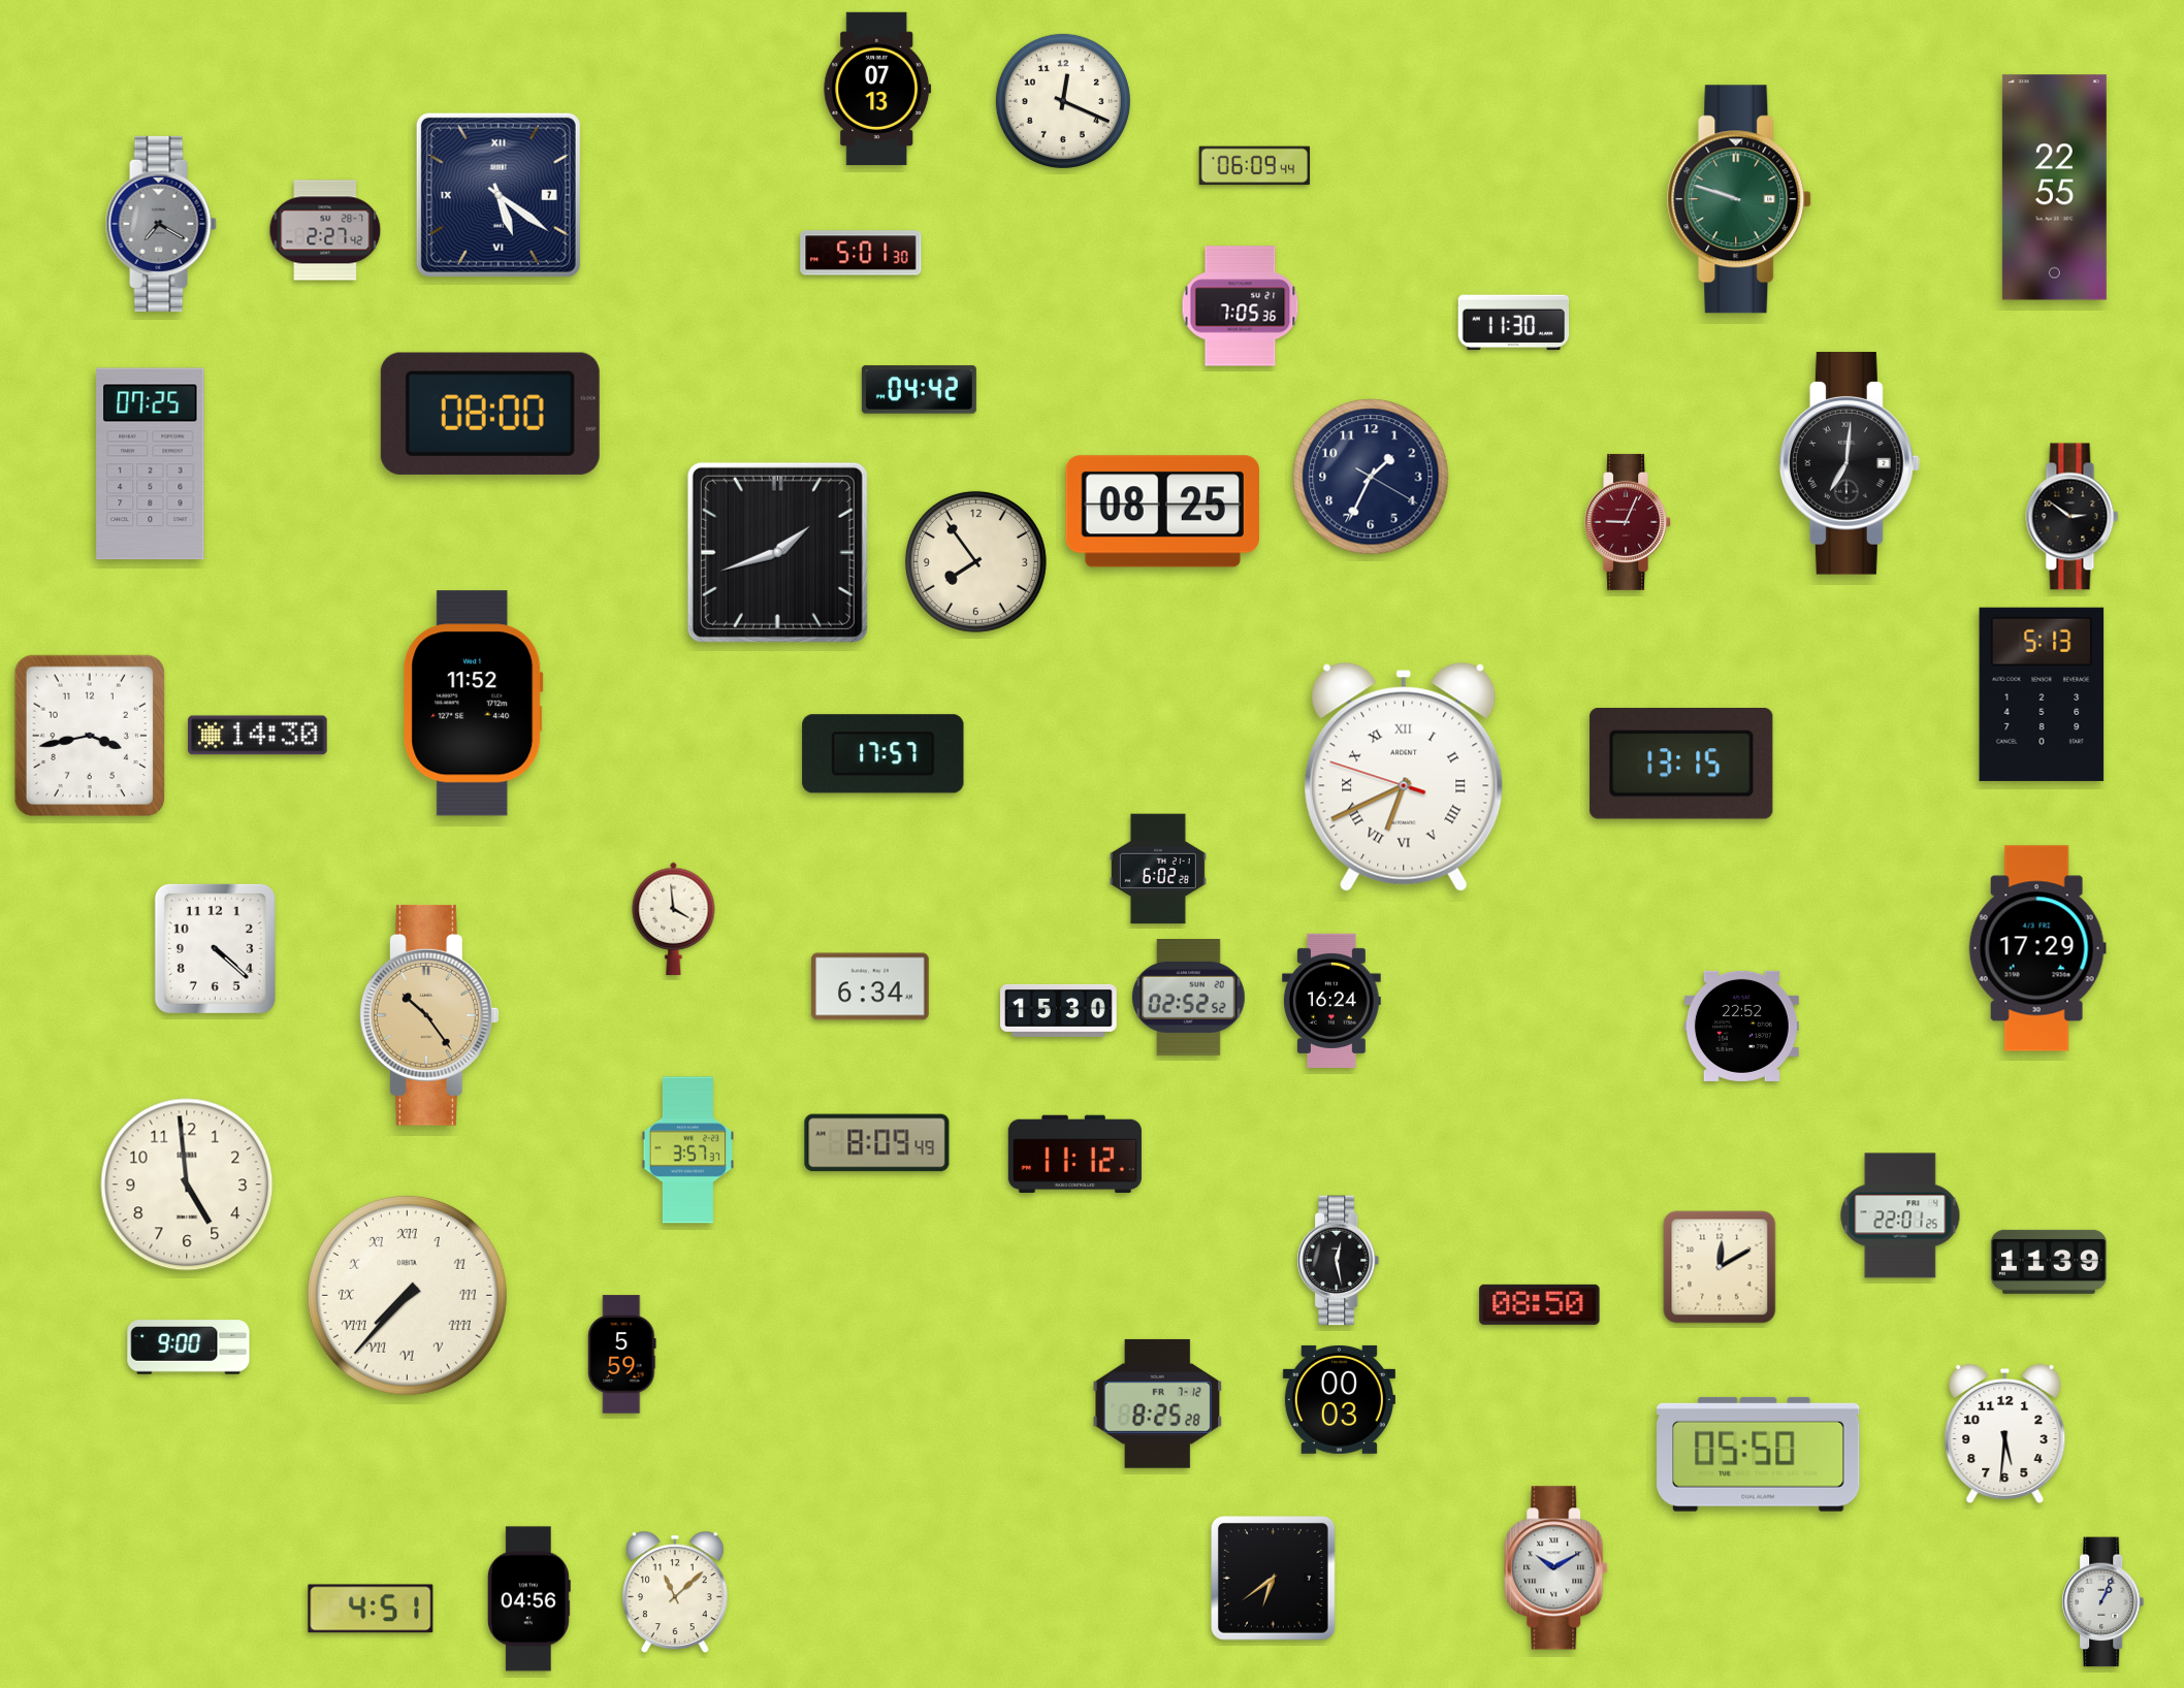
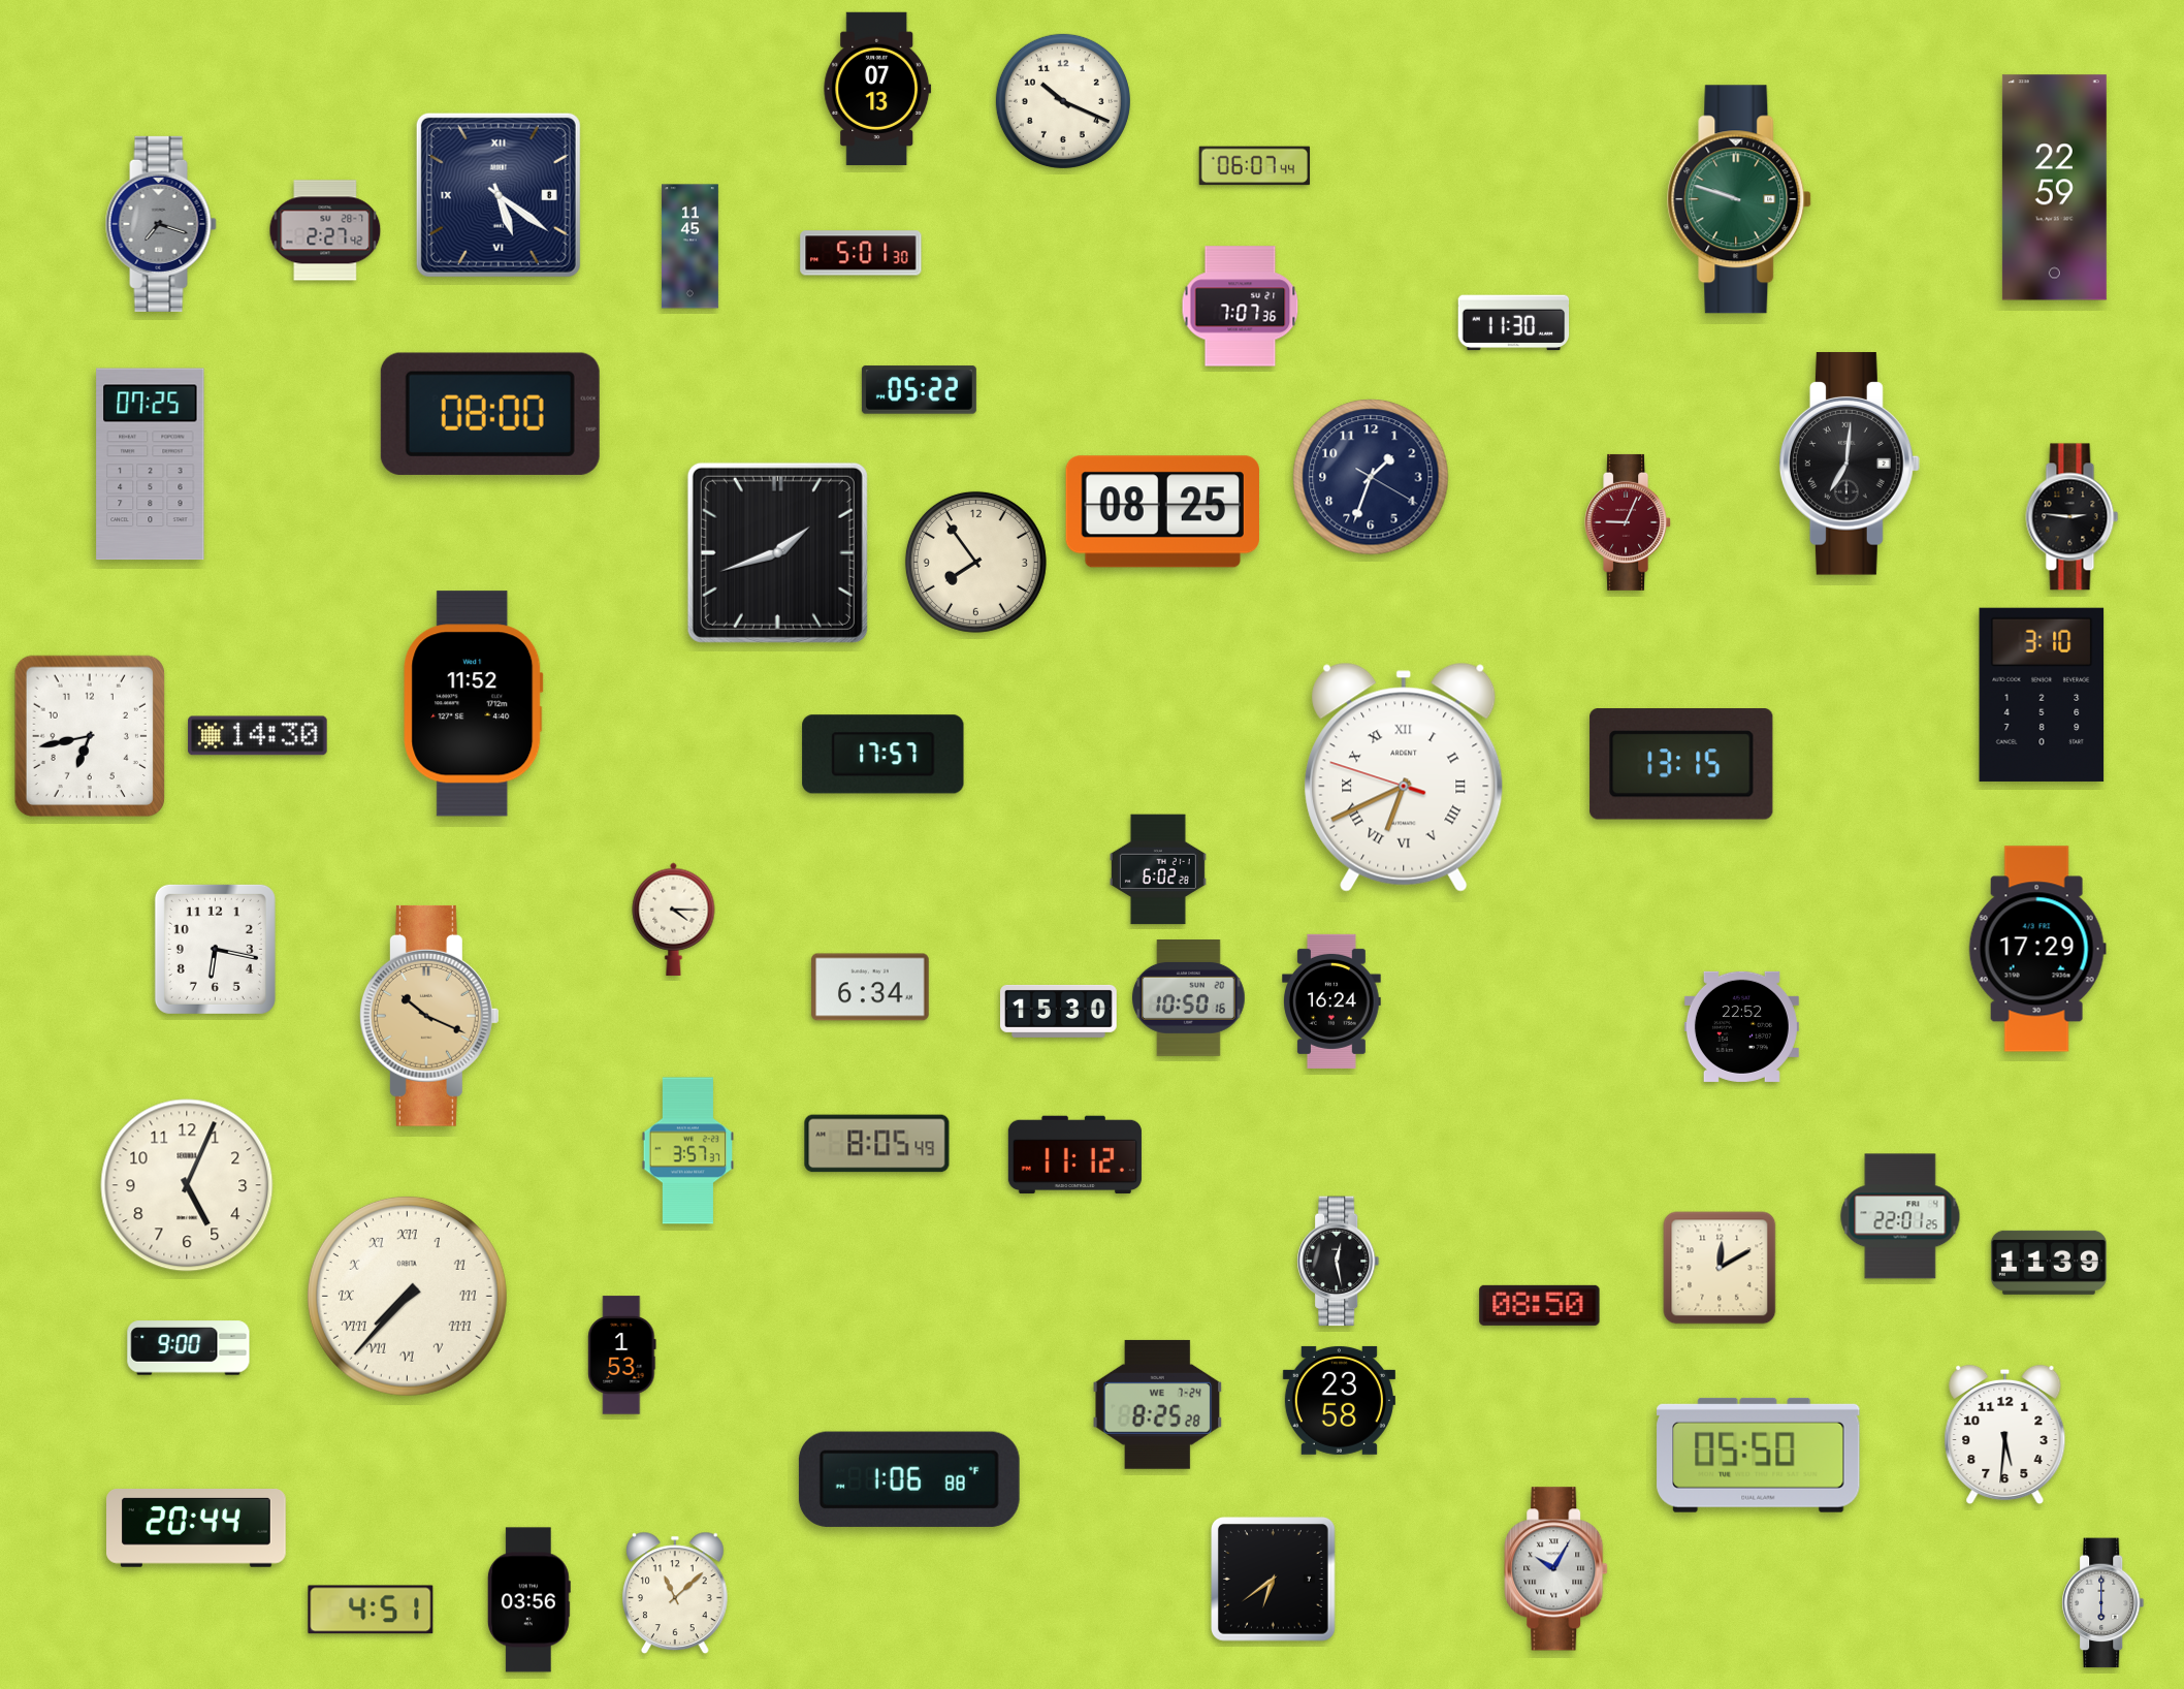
clock at (1063, 101): 12:19 -> 10:19
clock at (1255, 166): 06:09 -> 06:07
clock at (2054, 188): 22:55 -> 22:59
clock at (499, 195) date: 7 -> 8
clock at (161, 224): 7:20 -> 7:18
clock at (689, 247): none -> 11:45
clock at (1241, 306): 7:05 -> 7:07
clock at (919, 390): 04:42 -> 05:22
clock at (1371, 477): 1:34 -> 1:33
clock at (2073, 517): 2:51 -> 2:46
clock at (2042, 694): 5:13 -> 3:10
clock at (89, 735): 3:43 -> 6:43
clock at (674, 918): 3:59 -> 4:15
clock at (215, 948): 4:22 -> 6:17
clock at (1189, 998): 02:52 -> 10:50
clock at (429, 1015): 10:24 -> 10:19
clock at (877, 1143): 8:09 -> 8:05
clock at (187, 1184): 4:59 -> 5:04
clock at (622, 1355): 5:59 -> 1:53
clock at (1339, 1399): 00:03 -> 23:58
clock at (1158, 1403) date: FR 7-12 -> WE 7-24
clock at (909, 1479): none -> 1:06
clock at (197, 1529): none -> 20:44
clock at (1556, 1568): 10:10 -> 10:05
clock at (528, 1599): 04:56 -> 03:56
clock at (2103, 1602): 1:04 -> 6:00
